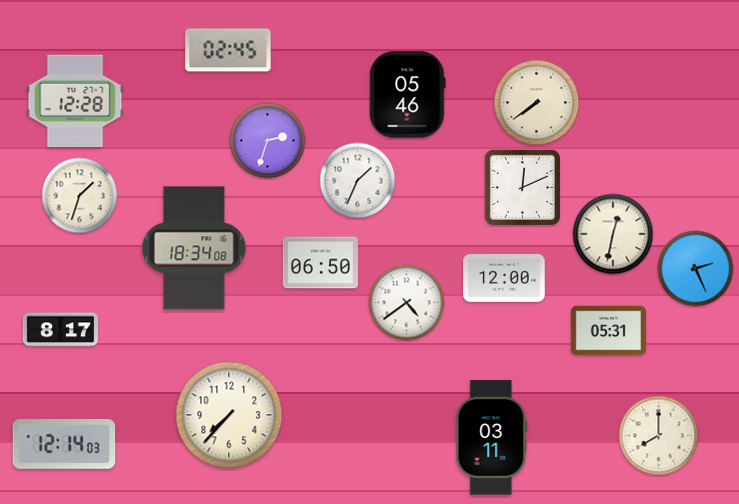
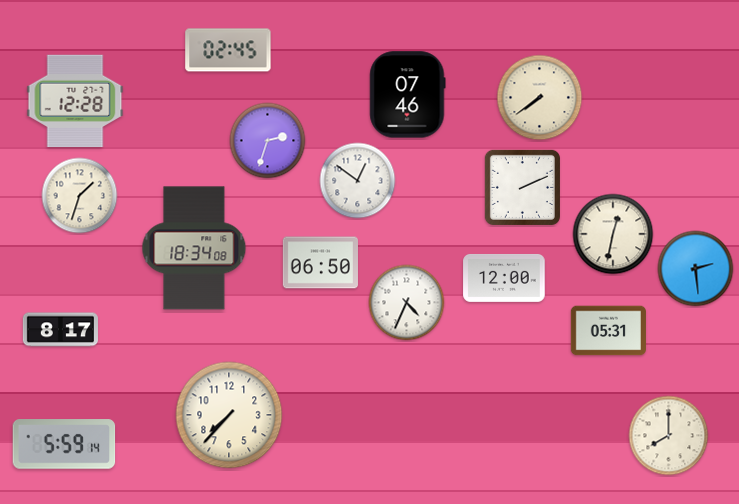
clock at (408, 95): 05:46 -> 07:46
clock at (537, 103) position: (537, 103) -> (540, 98)
clock at (358, 181): 1:34 -> 12:51
clock at (522, 187): 12:11 -> 2:11
clock at (696, 269): 2:26 -> 2:29
clock at (407, 303): 4:39 -> 4:34
clock at (659, 436) position: (659, 436) -> (669, 436)
clock at (492, 438): 03:11 -> none
clock at (64, 444): 12:14 -> 5:59
